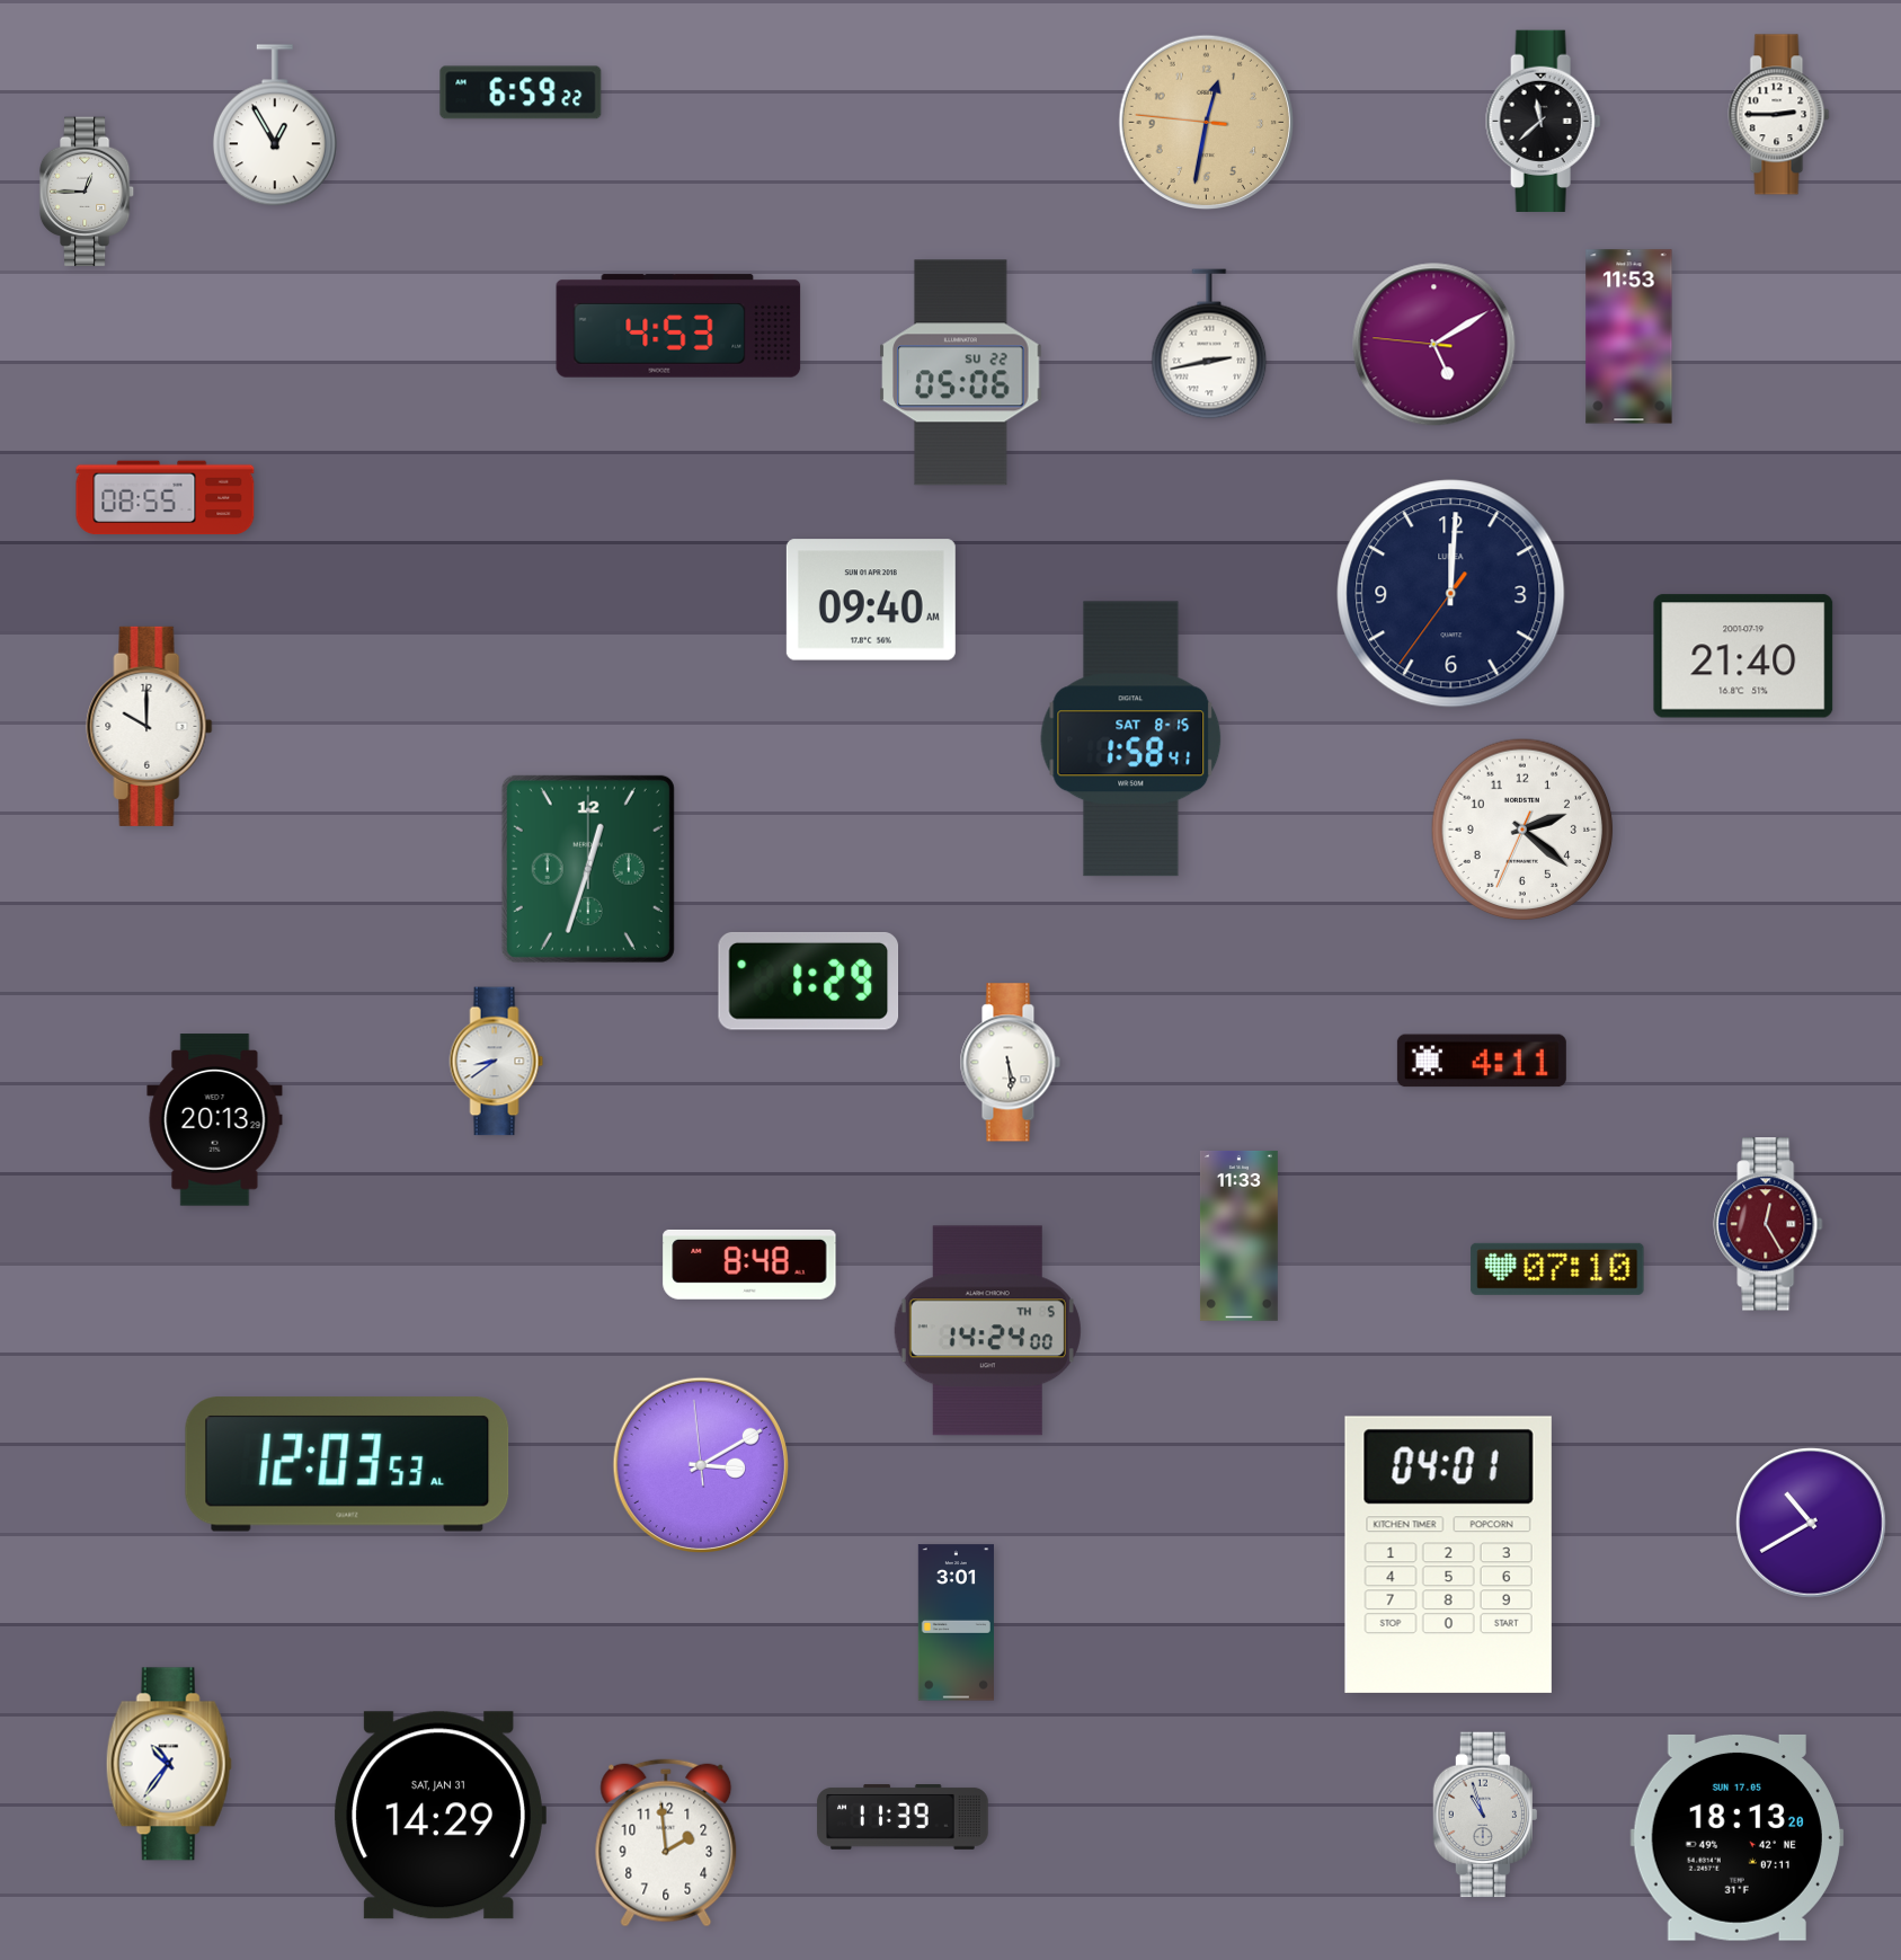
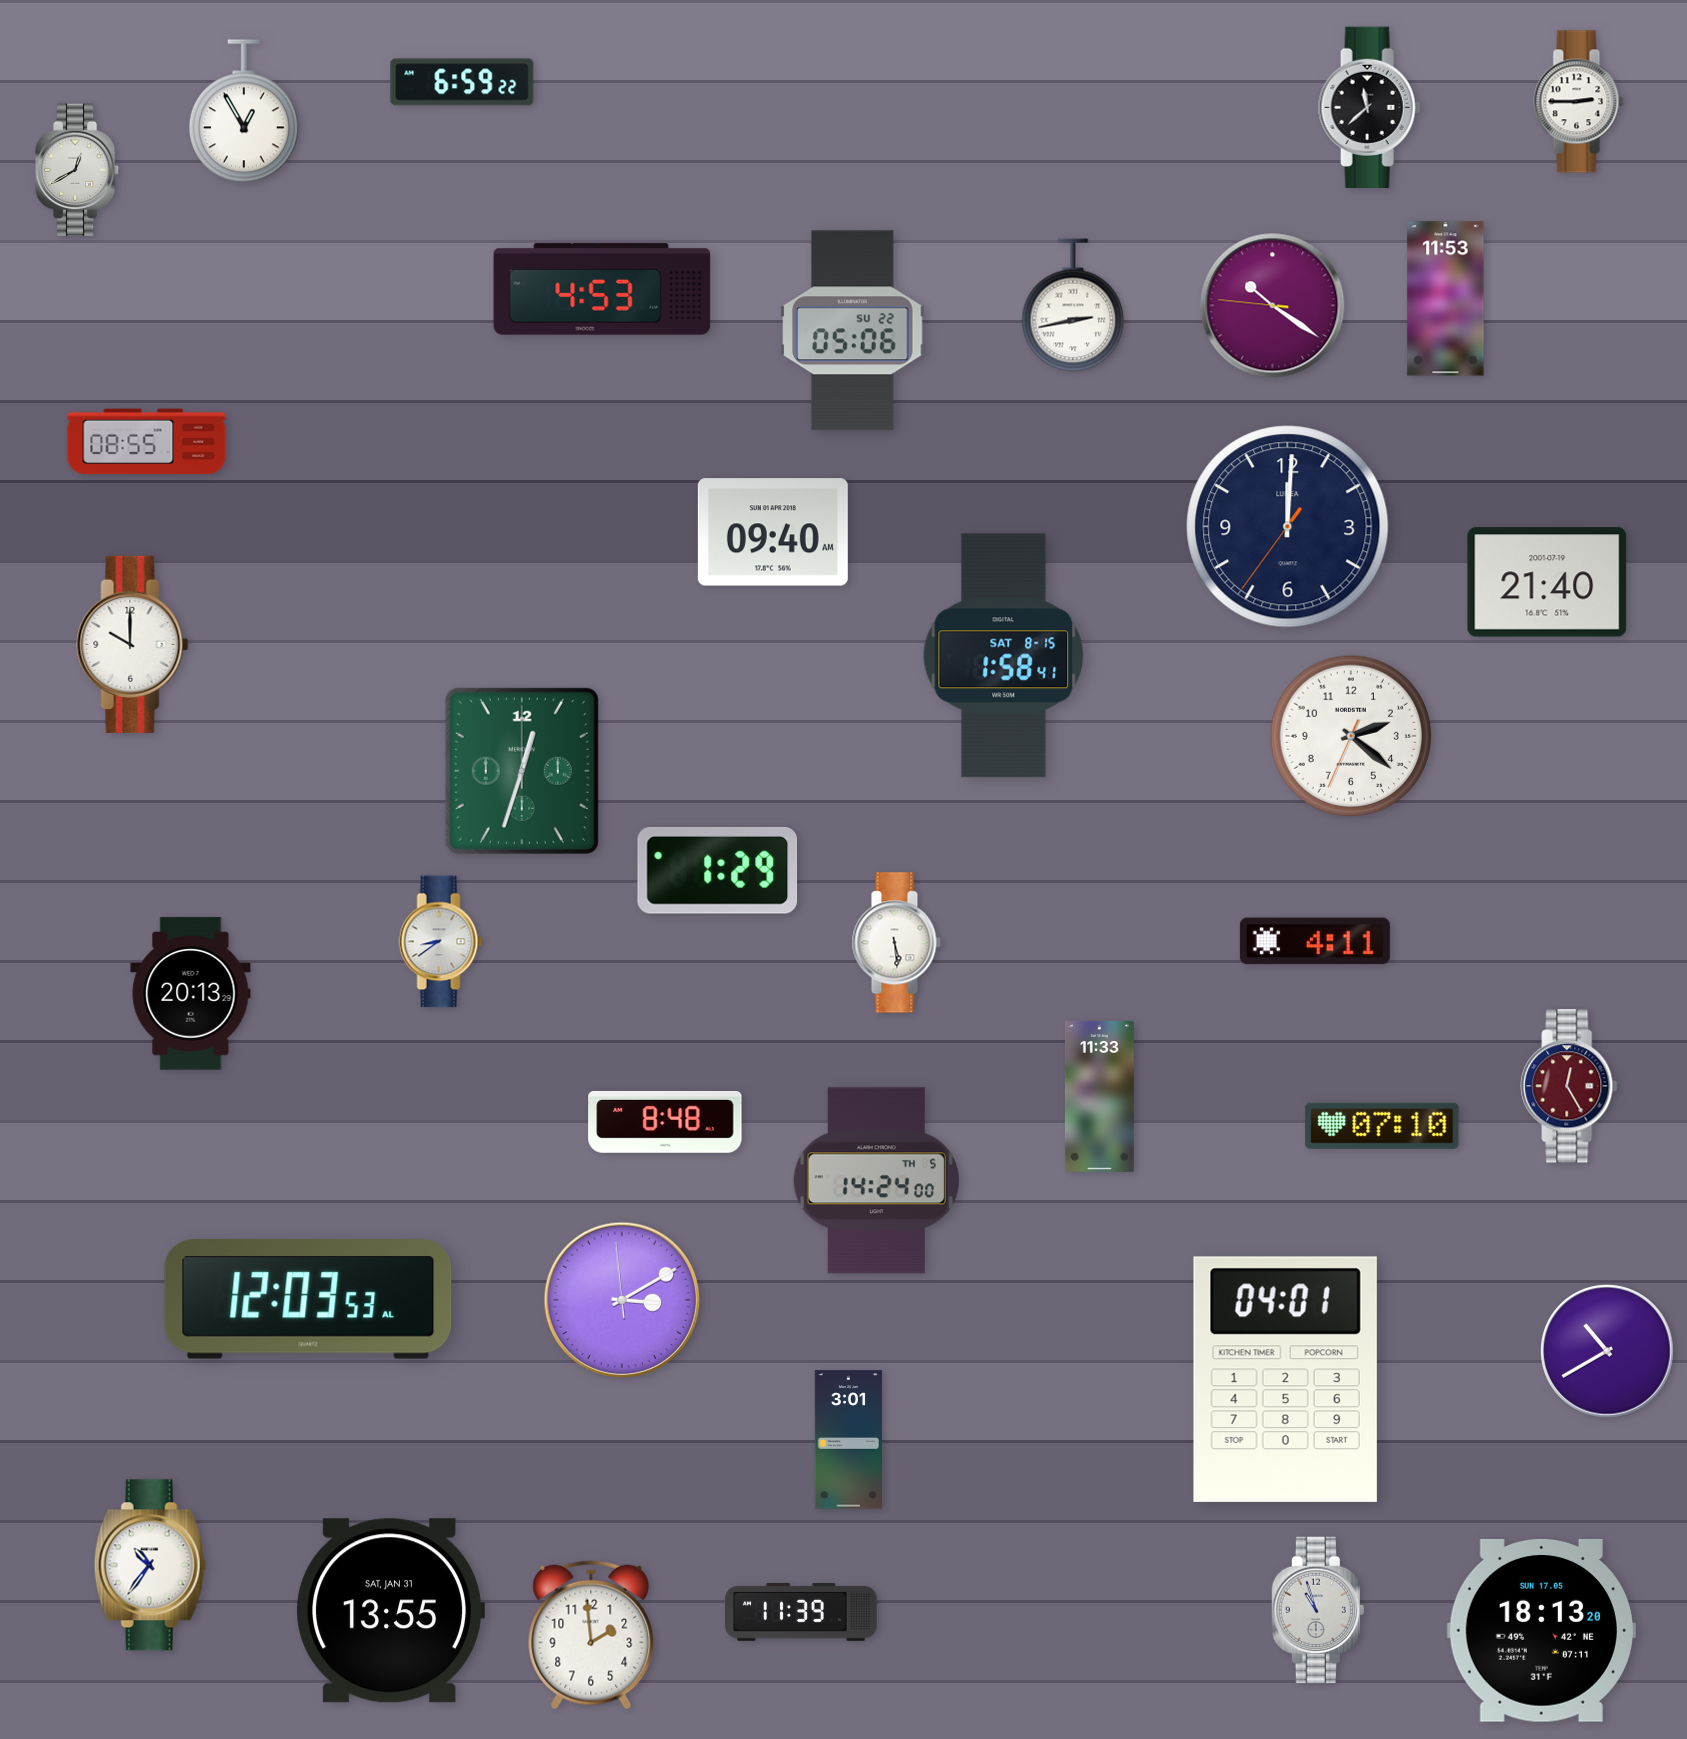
clock at (1207, 123): 12:31 -> none
clock at (87, 192): 12:45 -> 12:40
clock at (1434, 345): 5:09 -> 10:20
clock at (439, 1816): 14:29 -> 13:55
